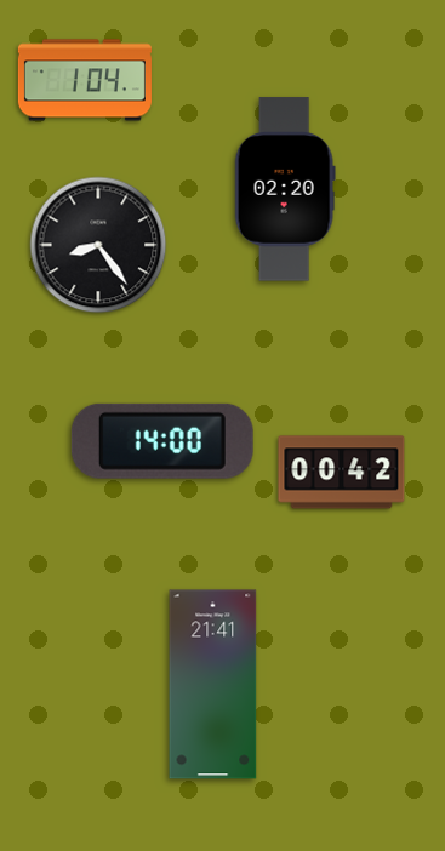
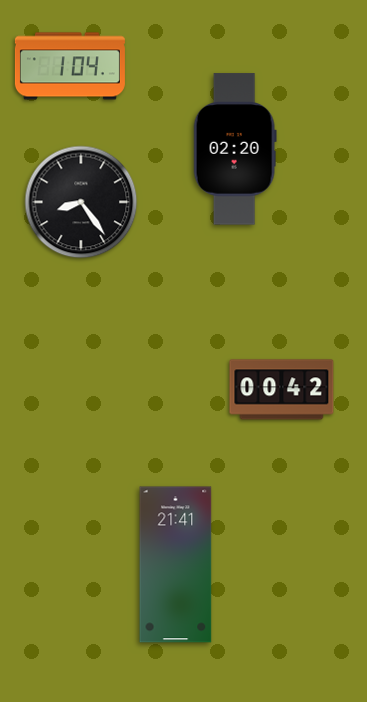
clock at (285, 189) position: (285, 189) -> (235, 149)
clock at (162, 441): 14:00 -> none
